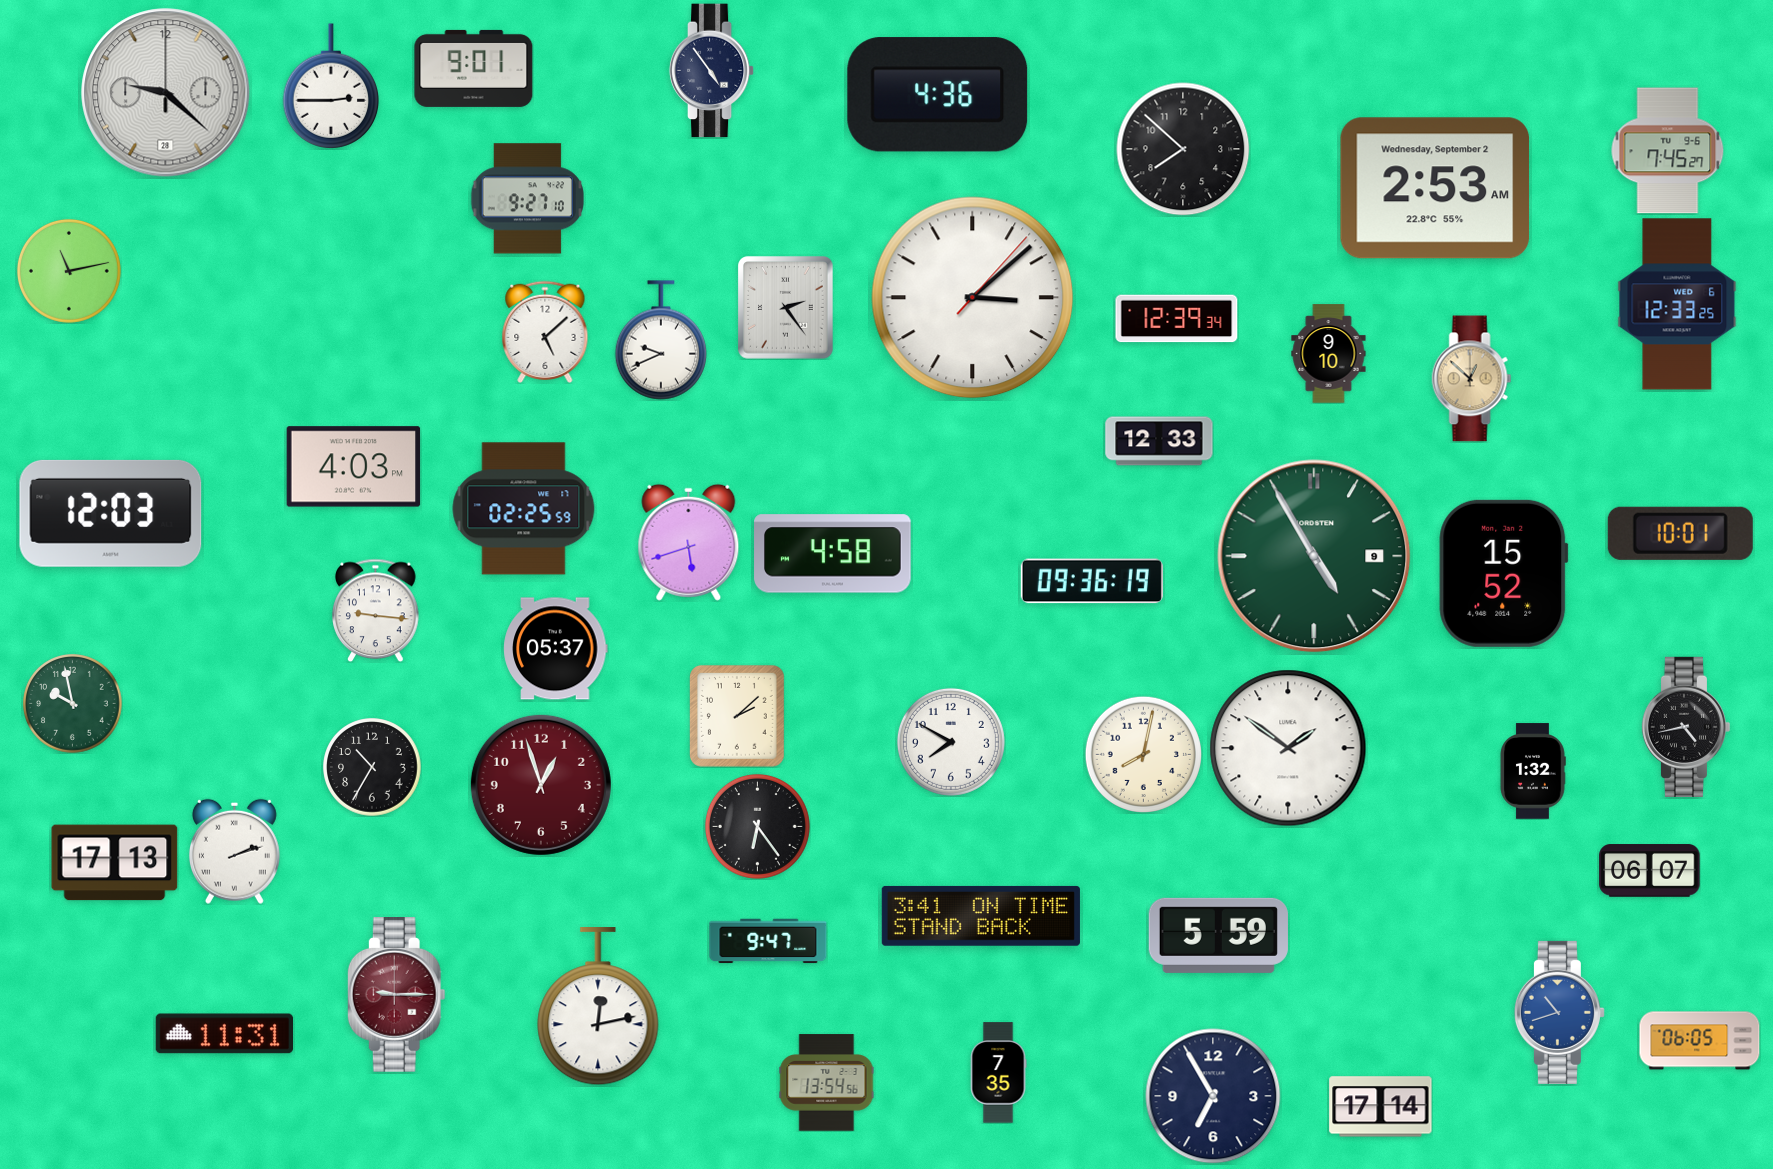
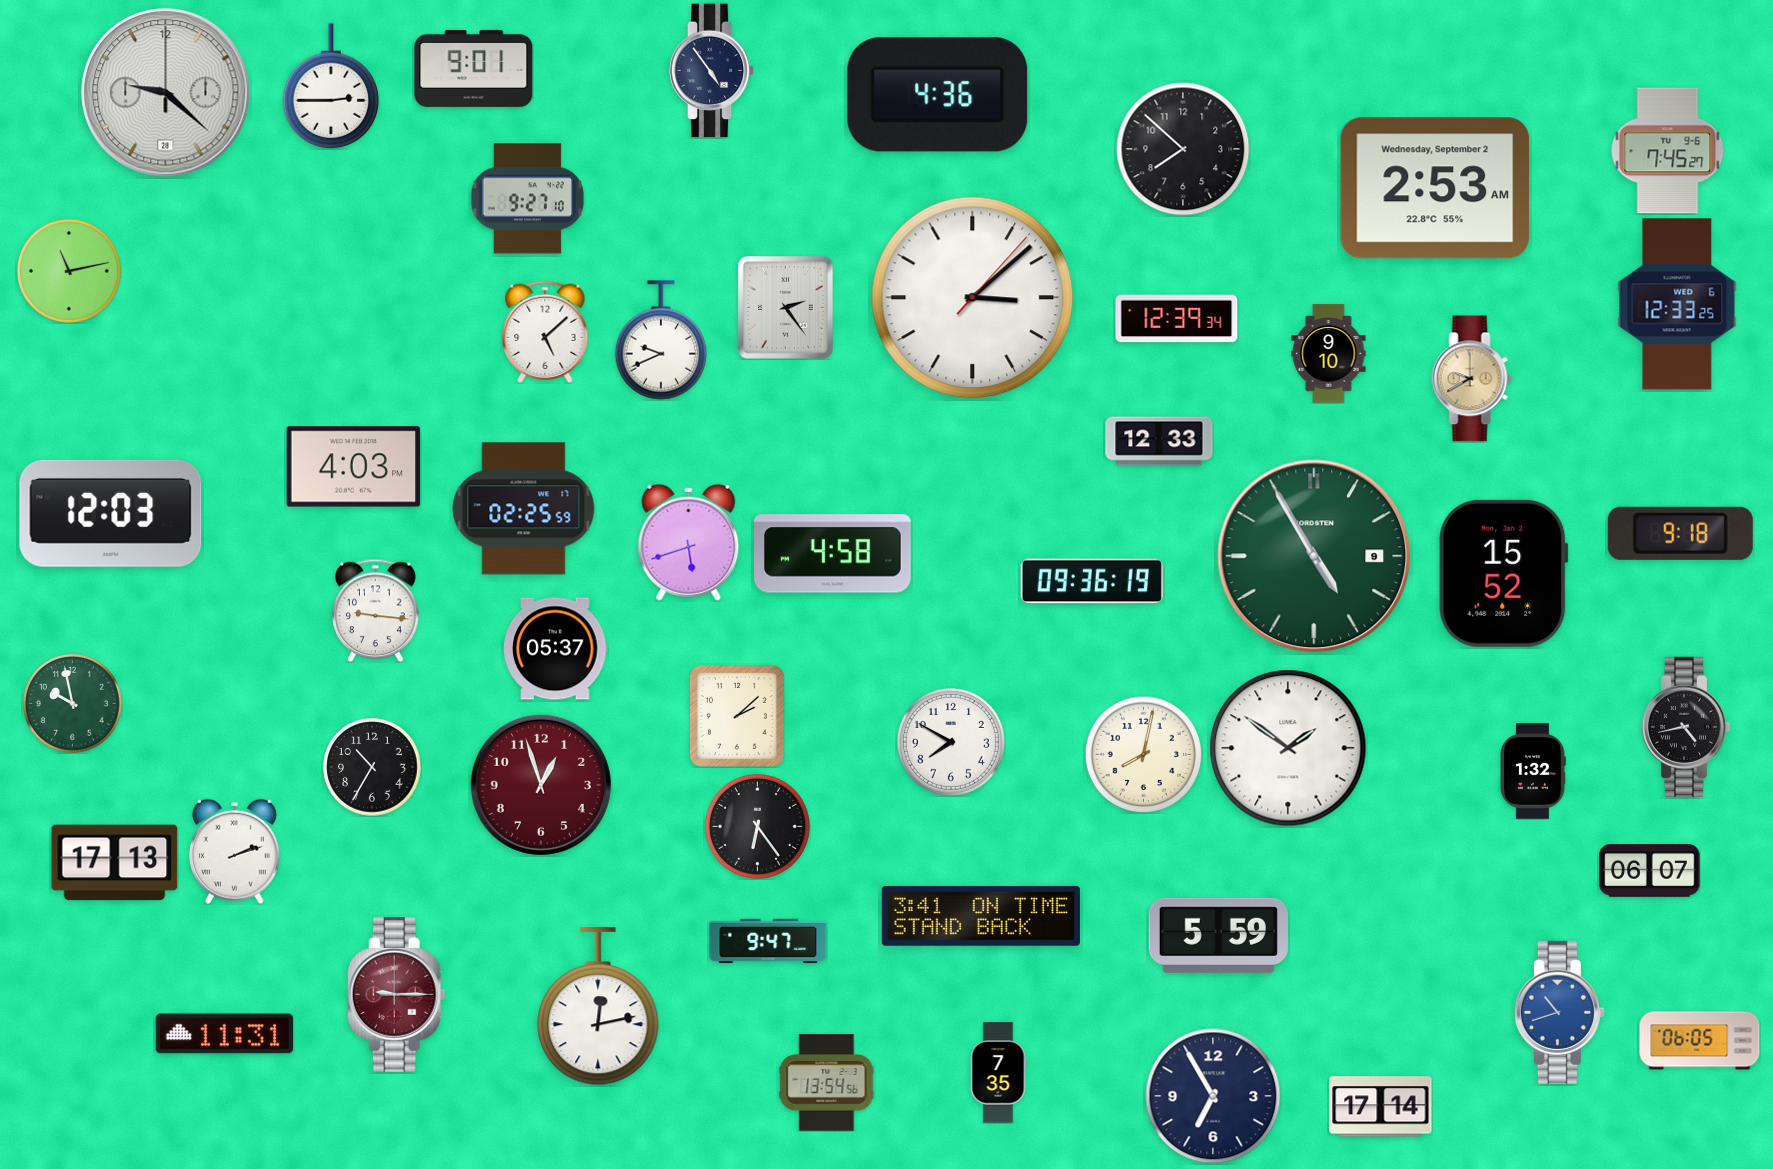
clock at (1472, 379): 12:52 -> 9:40
clock at (1680, 533): 10:01 -> 9:18
